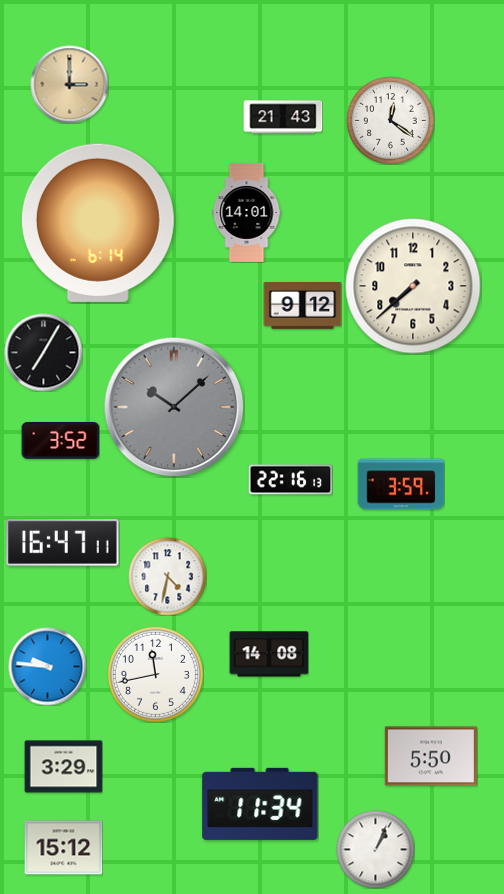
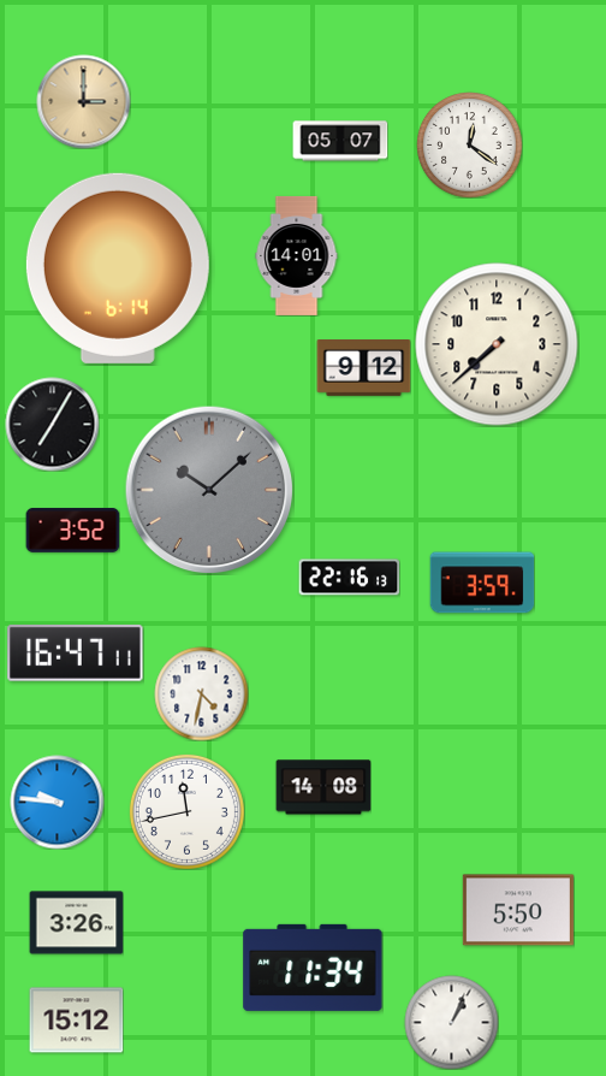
clock at (283, 117): 21:43 -> 05:07
clock at (63, 767): 3:29 -> 3:26
